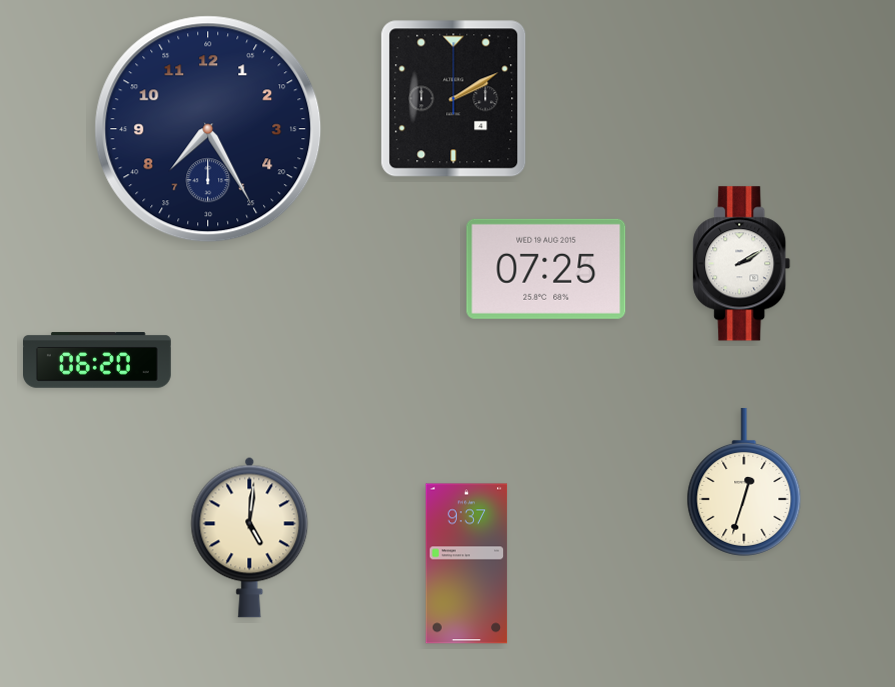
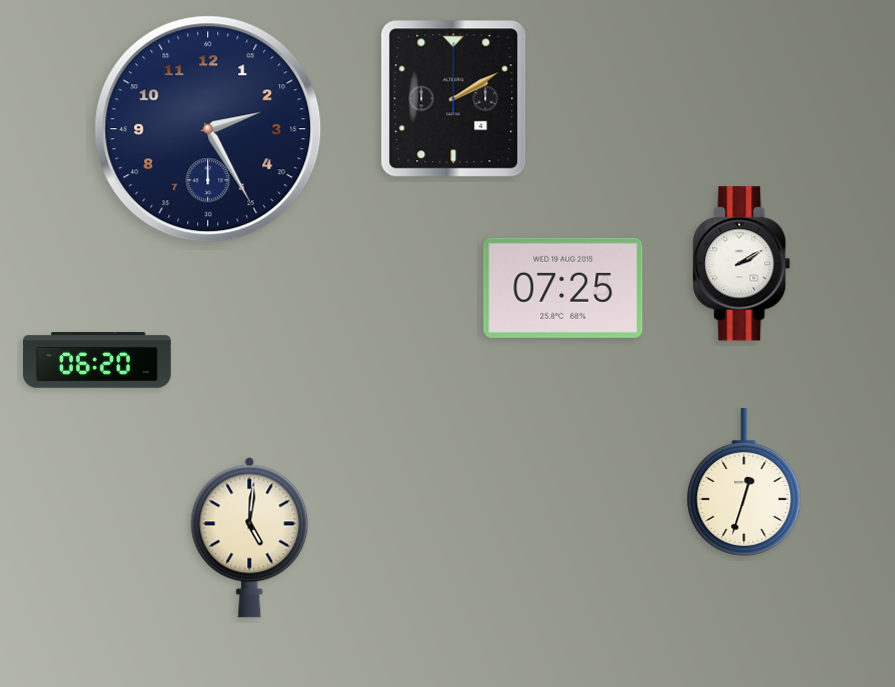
clock at (208, 129): 7:25 -> 2:25
clock at (546, 269) position: (546, 269) -> (563, 288)
clock at (467, 564): 9:37 -> none
